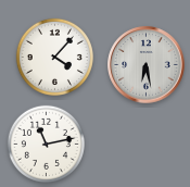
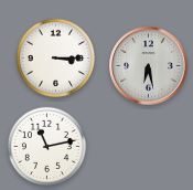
clock at (54, 57): 4:07 -> 3:15
